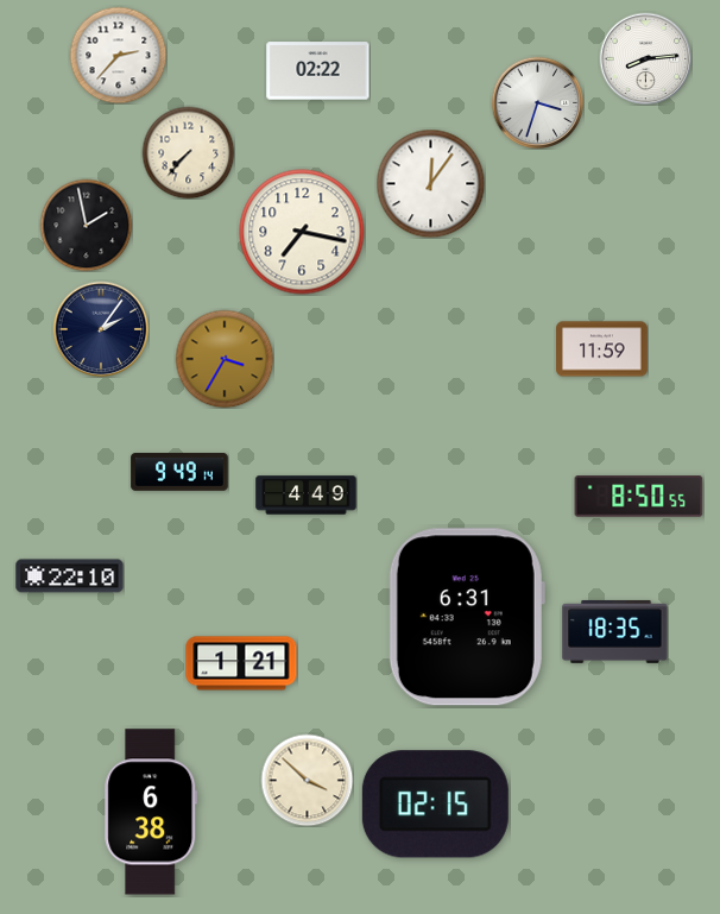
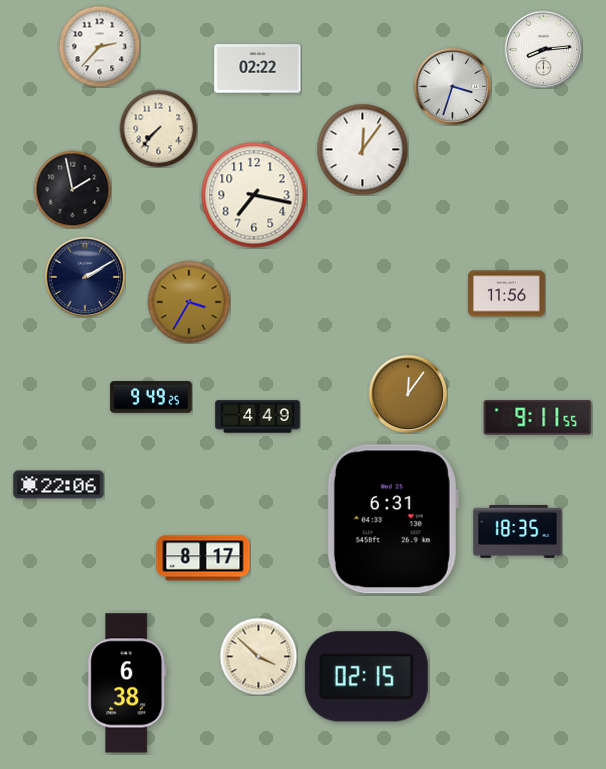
clock at (318, 71) position: (318, 71) -> (258, 69)
clock at (430, 183) position: (430, 183) -> (362, 149)
clock at (101, 329): 2:06 -> 2:10
clock at (602, 349): 11:59 -> 11:56
clock at (408, 394): none -> 12:06
clock at (179, 472): 9:49:14 -> 9:49:25
clock at (639, 497): 8:50 -> 9:11
clock at (70, 576): 22:10 -> 22:06
clock at (241, 663): 1:21 -> 8:17
